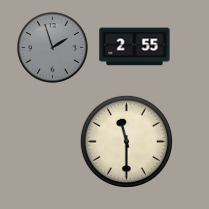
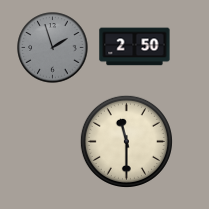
clock at (135, 47): 2:55 -> 2:50
